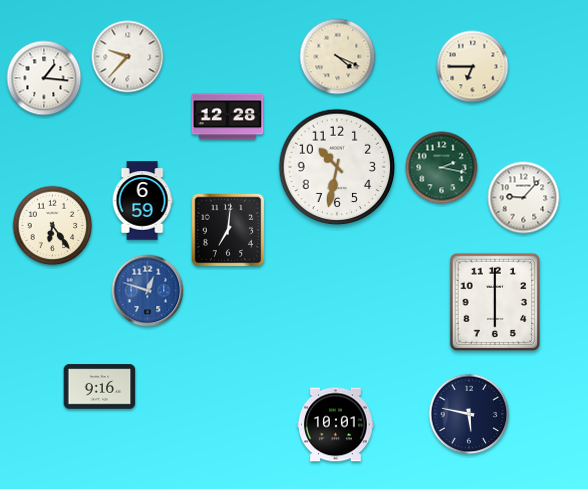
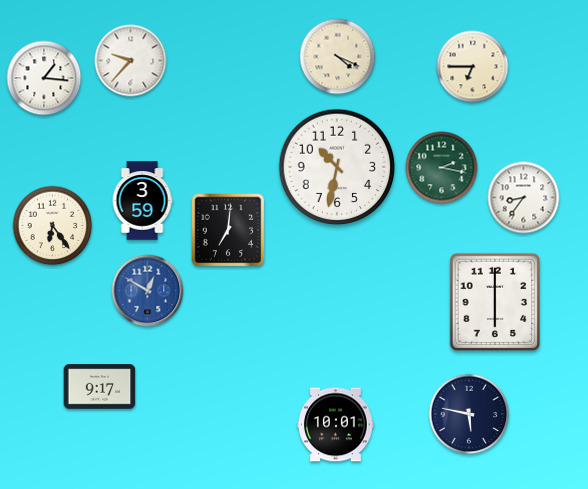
clock at (128, 57) position: (128, 57) -> (131, 61)
clock at (228, 117): 12:28 -> none
clock at (524, 198): 9:07 -> 8:36
clock at (142, 201): 6:59 -> 3:59
clock at (148, 291): 12:48 -> 12:50
clock at (100, 387): 9:16 -> 9:17
